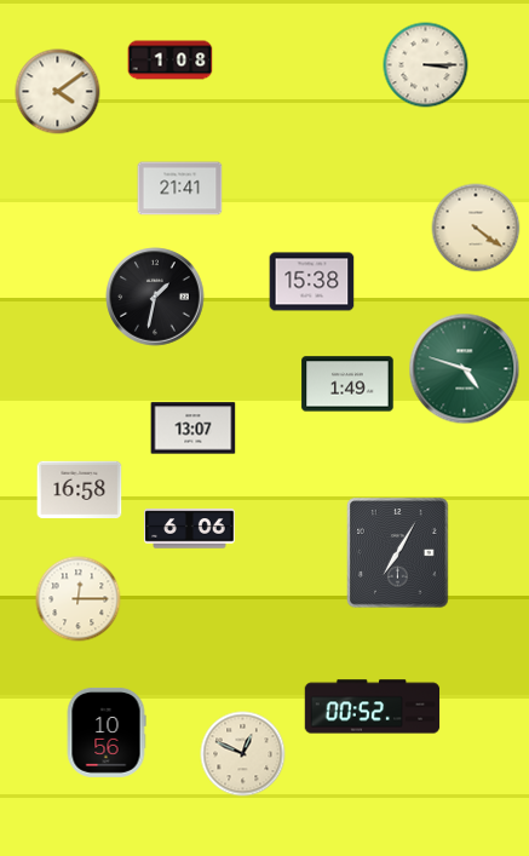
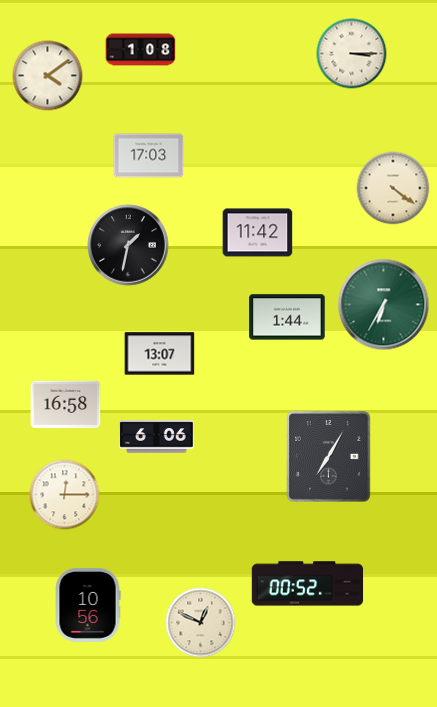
clock at (180, 189): 21:41 -> 17:03
clock at (312, 282): 15:38 -> 11:42
clock at (465, 369): 4:48 -> 6:35
clock at (347, 384): 1:49 -> 1:44
